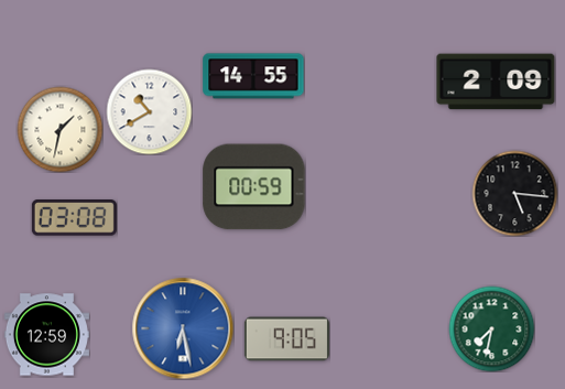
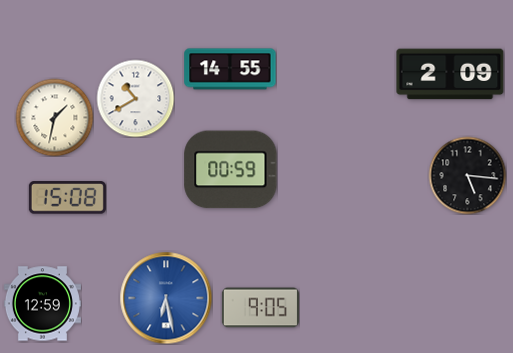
clock at (149, 111) position: (149, 111) -> (135, 98)
clock at (74, 218): 03:08 -> 15:08
clock at (491, 328): 7:32 -> none
